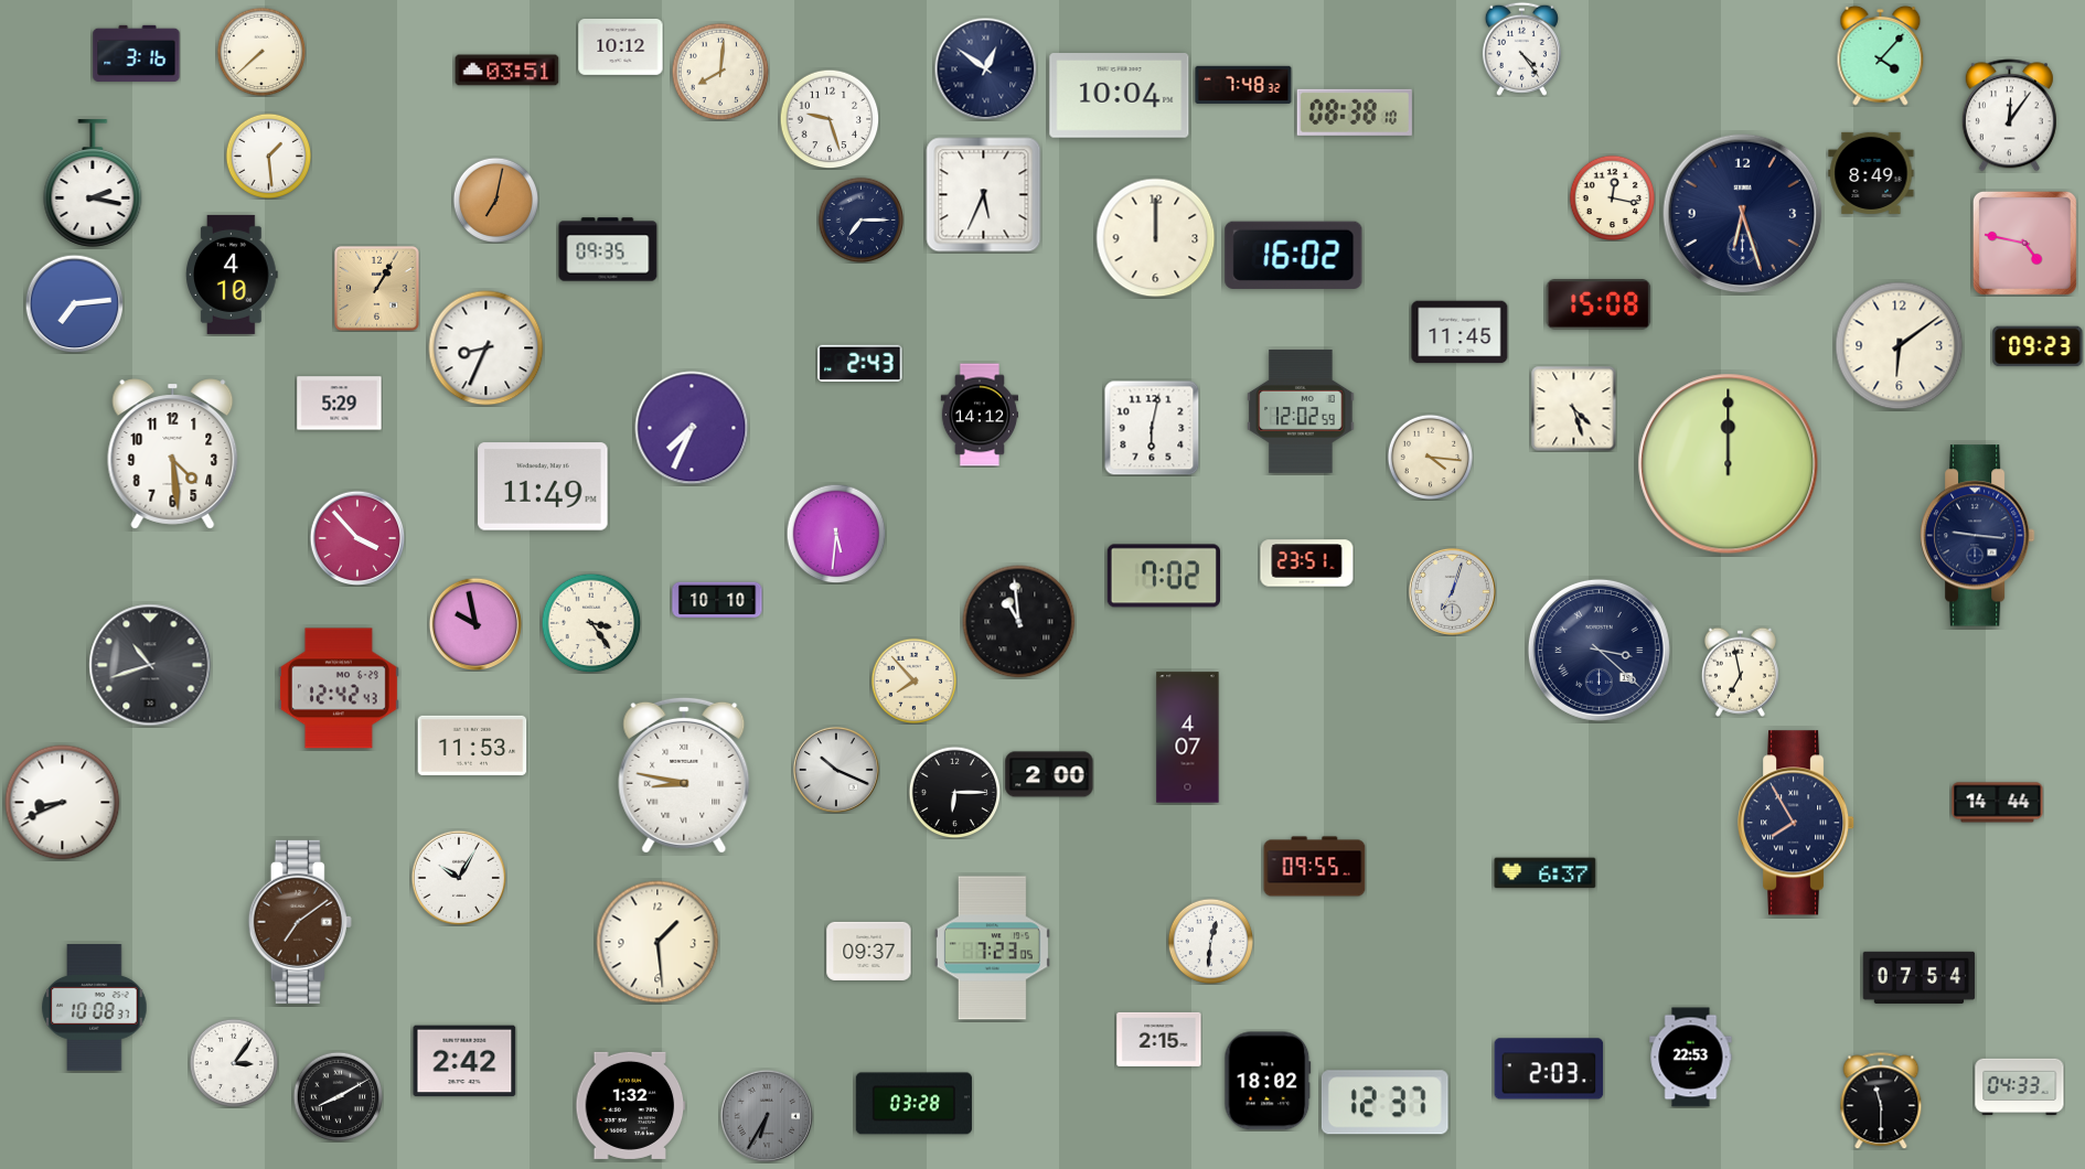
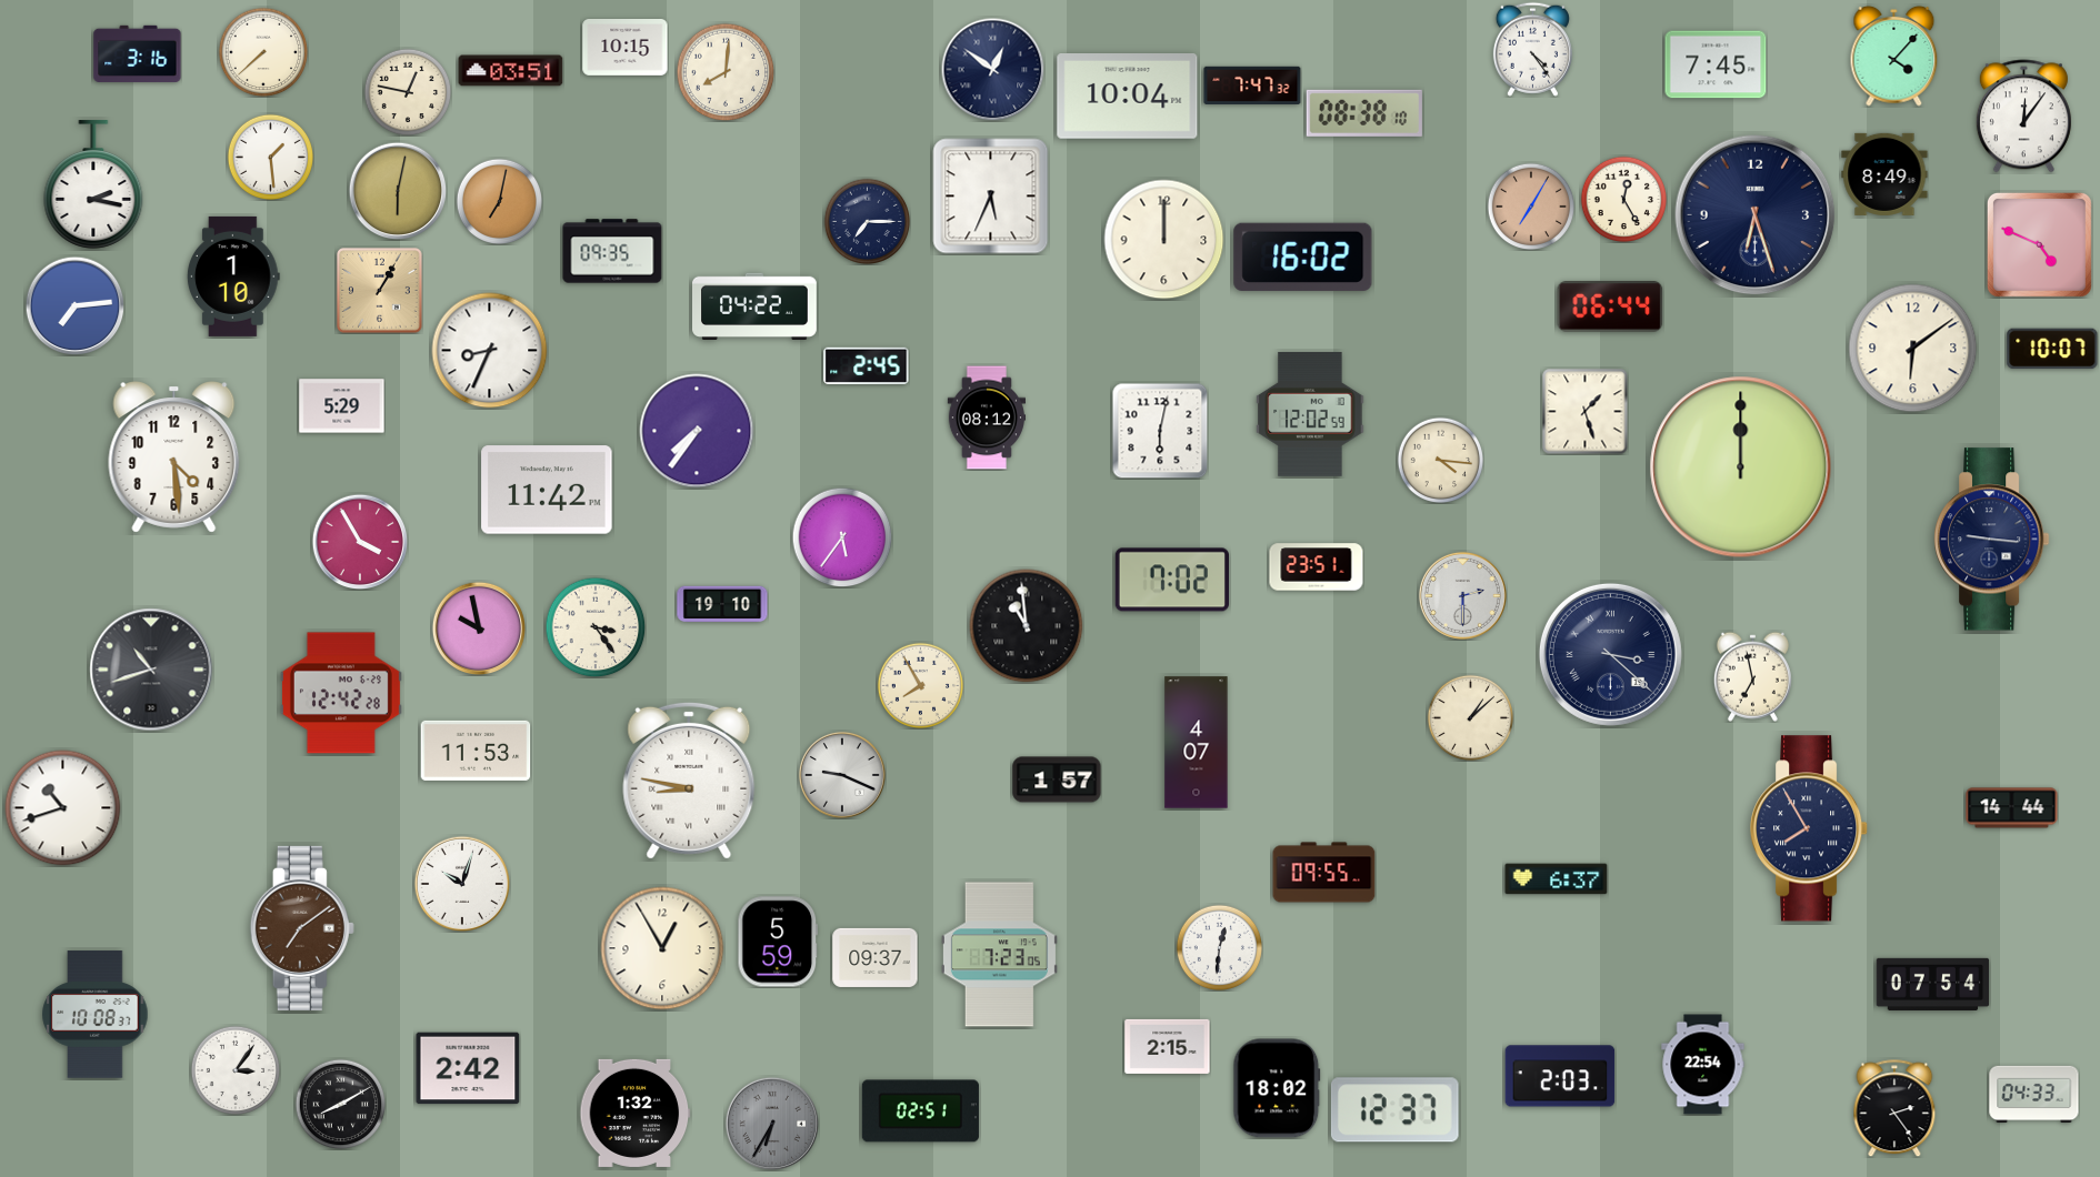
clock at (621, 47): 10:12 -> 10:15
clock at (1716, 64): none -> 7:45
clock at (1243, 84): 7:48 -> 7:47
clock at (408, 92): none -> 12:47
clock at (830, 119): 9:27 -> none
clock at (398, 191): none -> 6:02
clock at (1612, 197): 12:17 -> 12:25
clock at (1531, 207): none -> 7:05
clock at (2024, 243): 4:47 -> 4:49
clock at (232, 275): 4:10 -> 1:10
clock at (756, 305): none -> 04:22
clock at (1598, 304): 15:08 -> 06:44
clock at (1459, 332): 11:45 -> none
clock at (2038, 346): 09:23 -> 10:07
clock at (860, 363): 2:43 -> 2:45
clock at (1573, 408): 4:27 -> 1:27
clock at (979, 415): 14:12 -> 08:12
clock at (692, 428): 7:34 -> 7:36
clock at (543, 486): 11:49 -> 11:42
clock at (836, 534): 5:31 -> 5:36
clock at (357, 538): 3:53 -> 3:55
clock at (1452, 591): 7:03 -> 2:30
clock at (717, 600): 10:10 -> 19:10
clock at (913, 680): 7:53 -> 7:55
clock at (339, 688): 12:42:43 -> 12:42:28
clock at (1470, 717): none -> 1:08
clock at (836, 770): 10:19 -> 9:19
clock at (1049, 774): 2:00 -> 1:57
clock at (954, 792): 6:15 -> none
clock at (63, 803): 8:41 -> 10:42
clock at (459, 878): 10:05 -> 10:03
clock at (778, 942): none -> 5:59
clock at (657, 942): 1:29 -> 12:55
clock at (1691, 1058): 22:53 -> 22:54
clock at (1881, 1101): 11:30 -> 2:24
clock at (913, 1104): 03:28 -> 02:51
